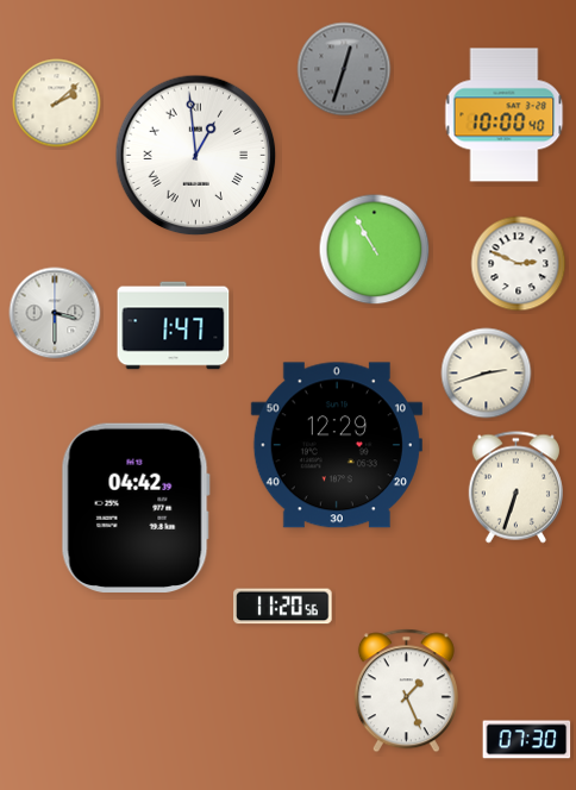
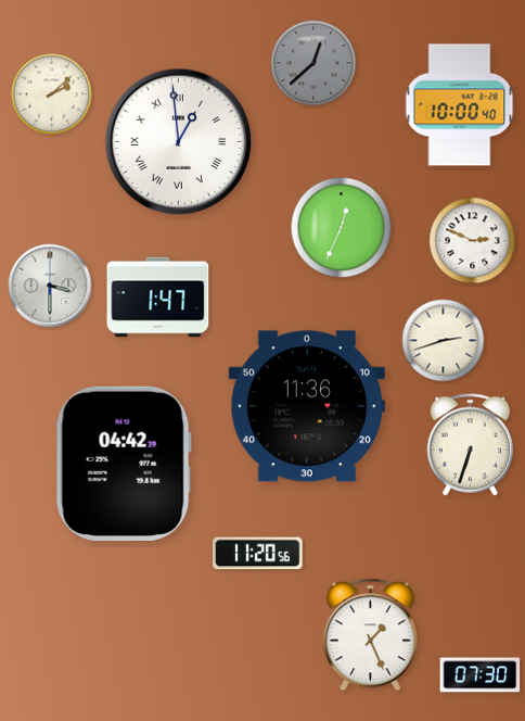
clock at (344, 69): 12:33 -> 12:38
clock at (375, 250): 10:55 -> 12:34
clock at (337, 445): 12:29 -> 11:36
clock at (406, 691) position: (406, 691) -> (370, 635)
